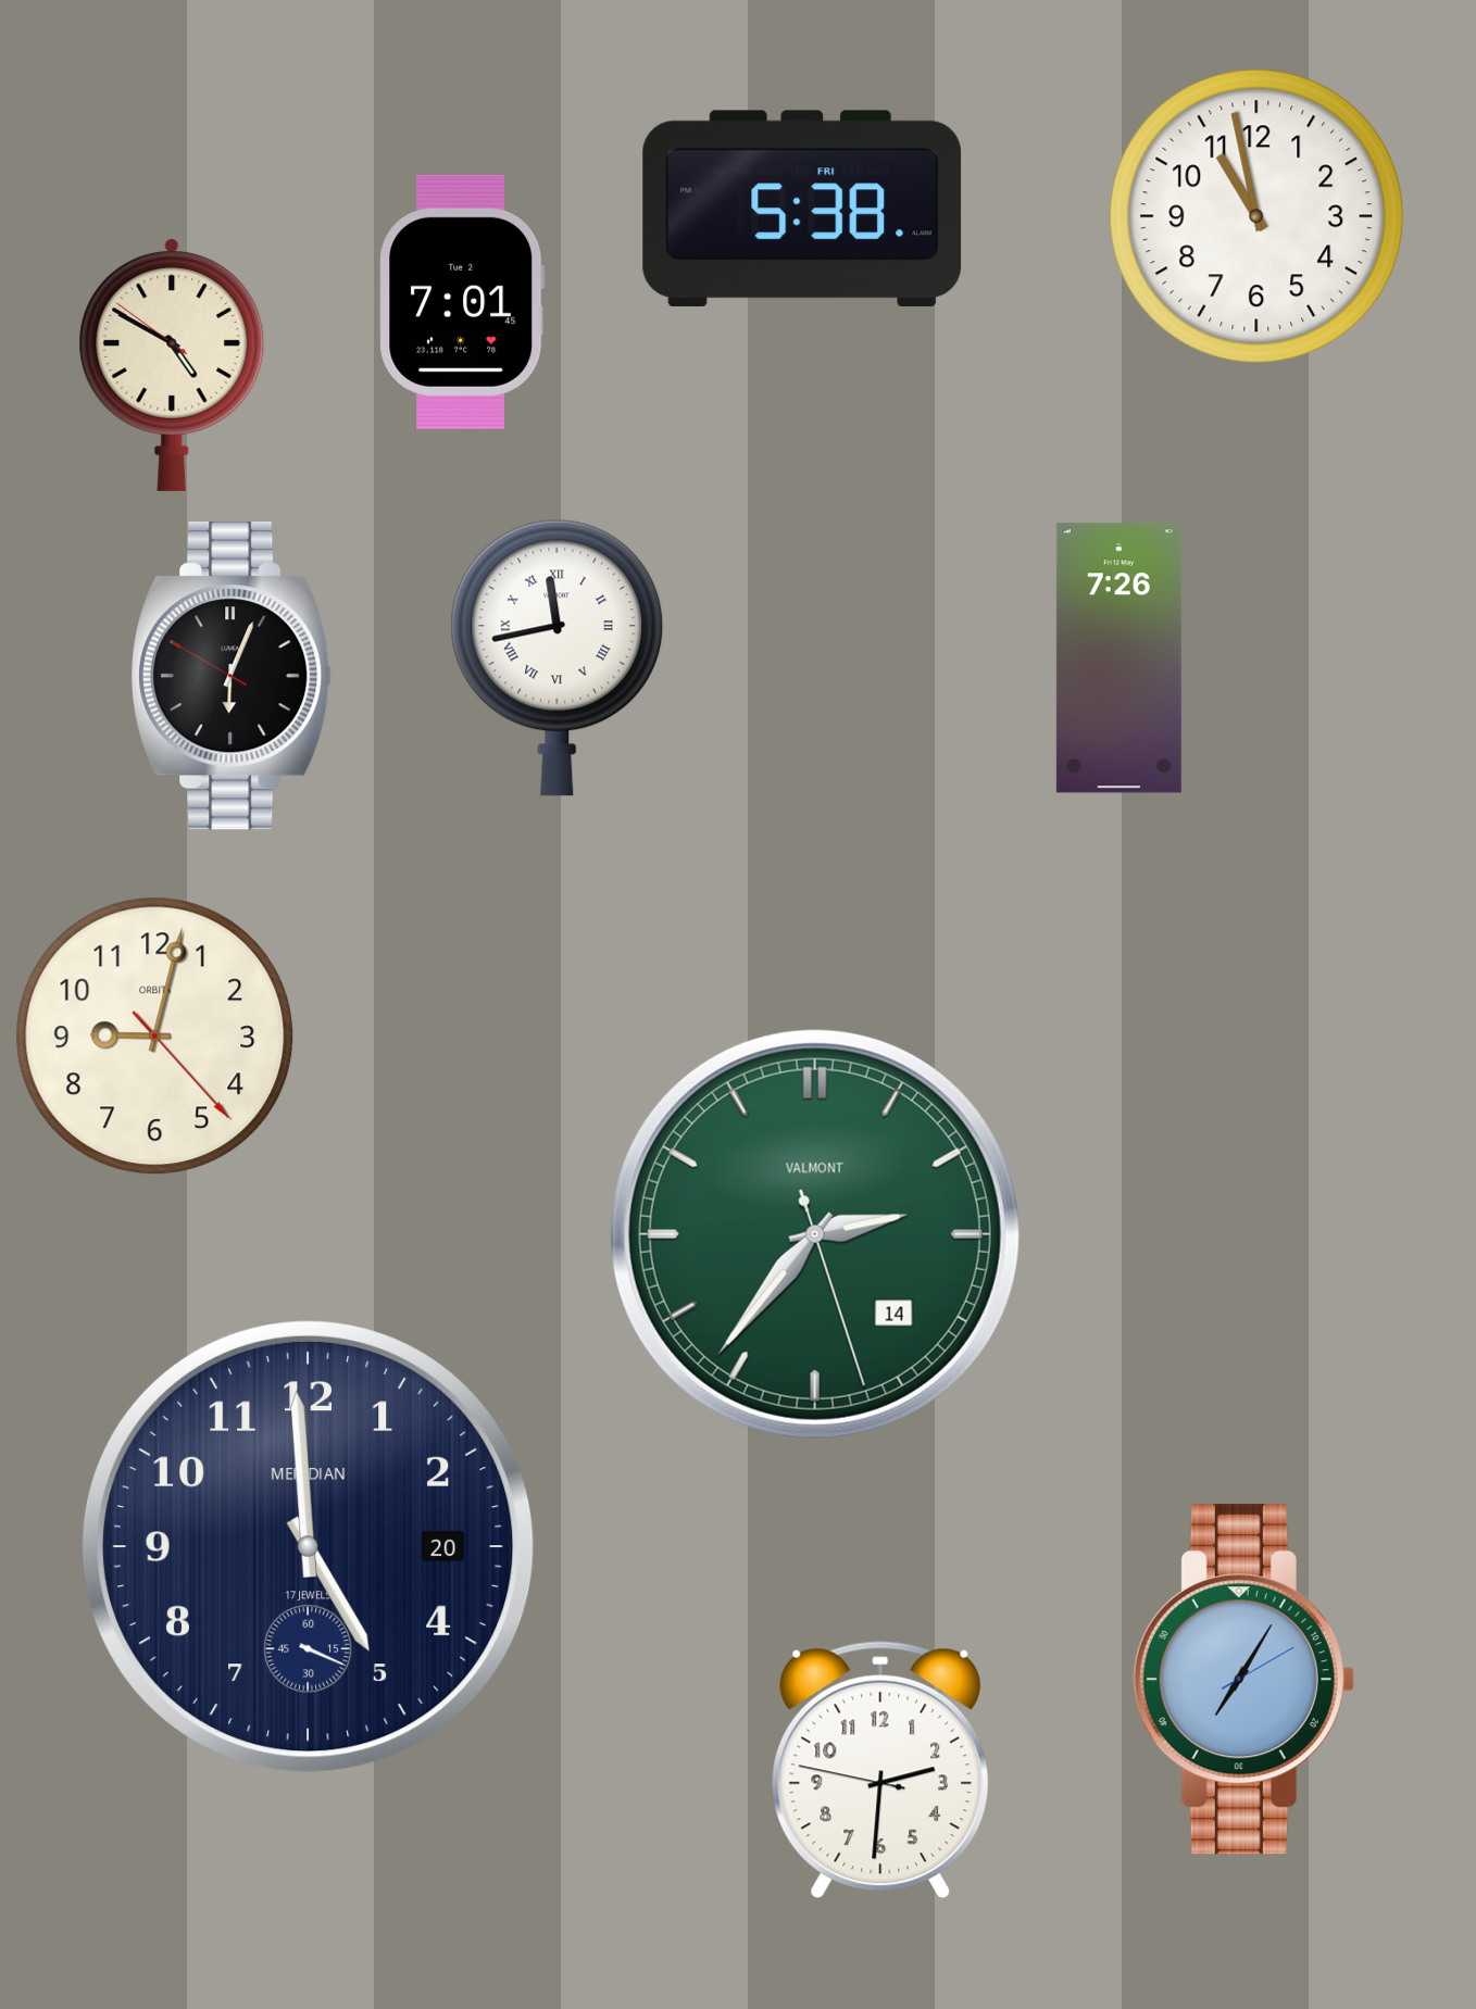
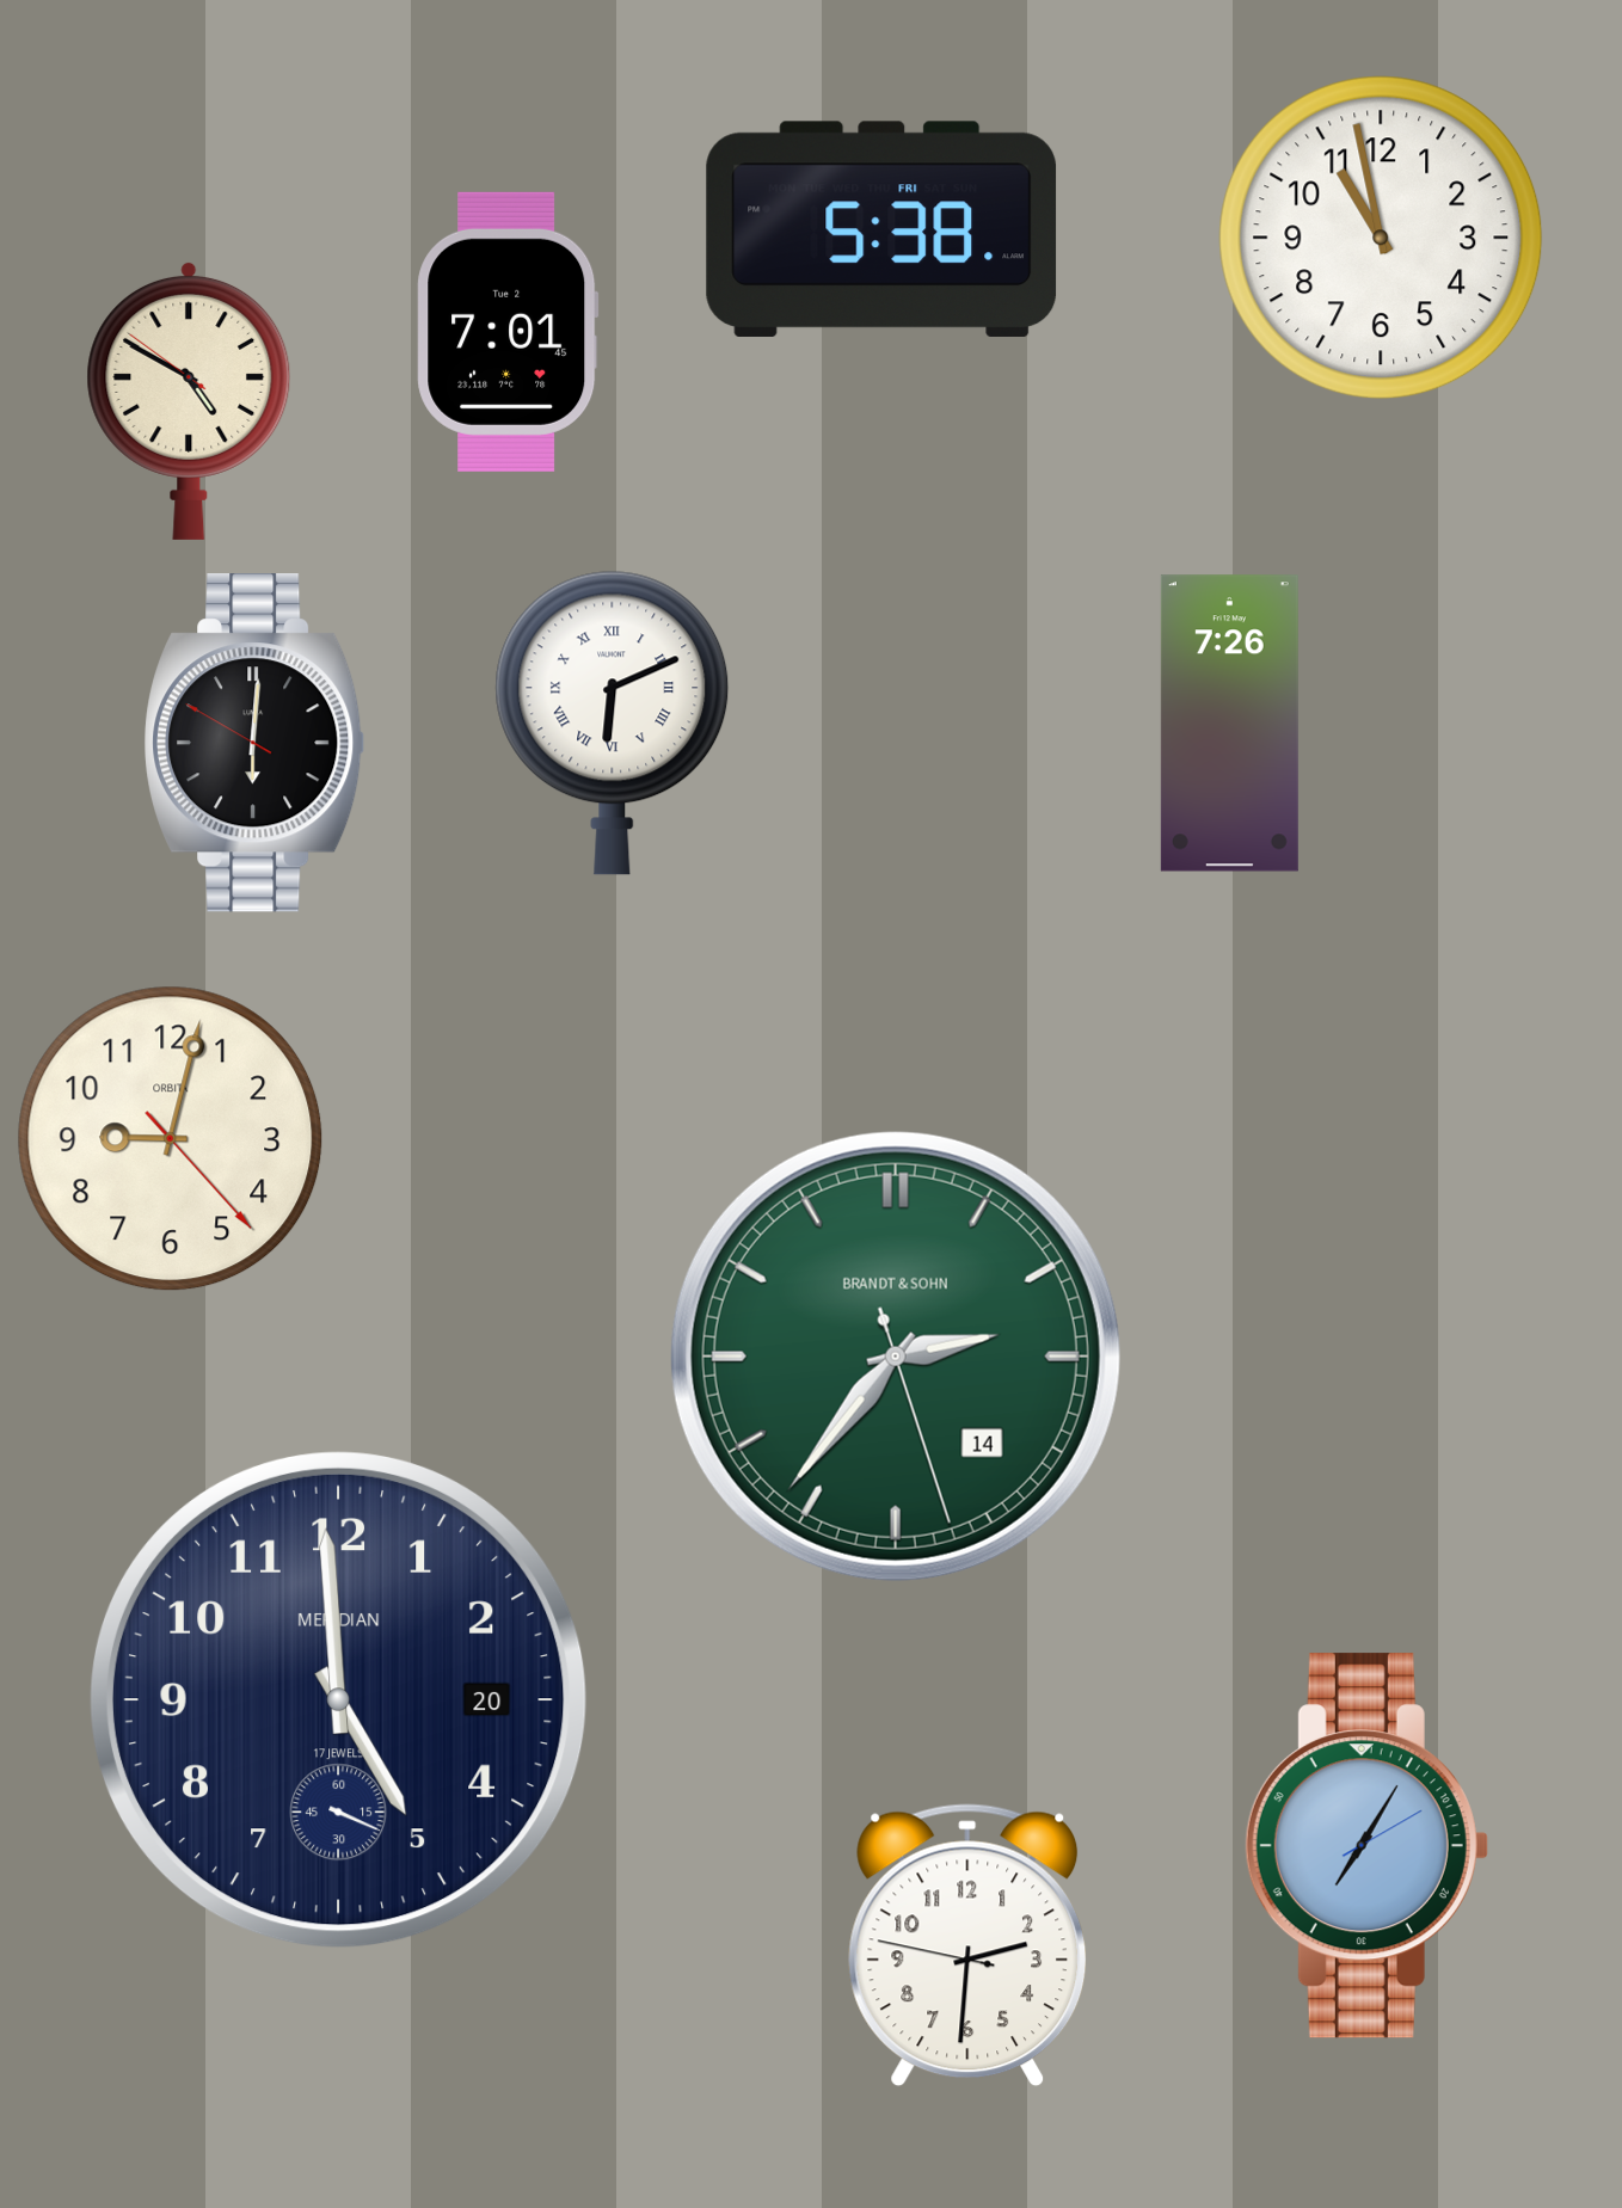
clock at (558, 657): 11:43 -> 6:11
clock at (233, 676): 6:03 -> 6:00
clock at (815, 1234) brand: VALMONT -> BRANDT & SOHN
